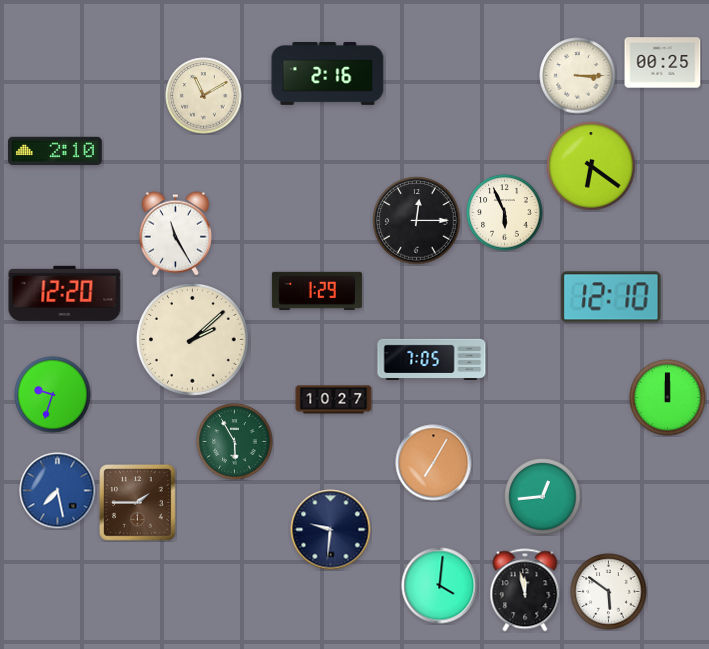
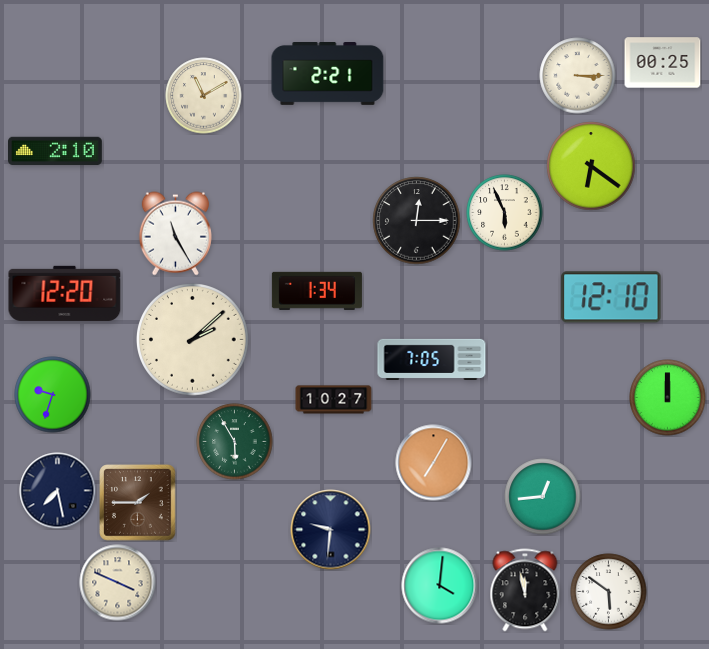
clock at (328, 74): 2:16 -> 2:21
clock at (317, 291): 1:29 -> 1:34
clock at (58, 491) dial: blue -> navy
clock at (118, 583): none -> 3:49
